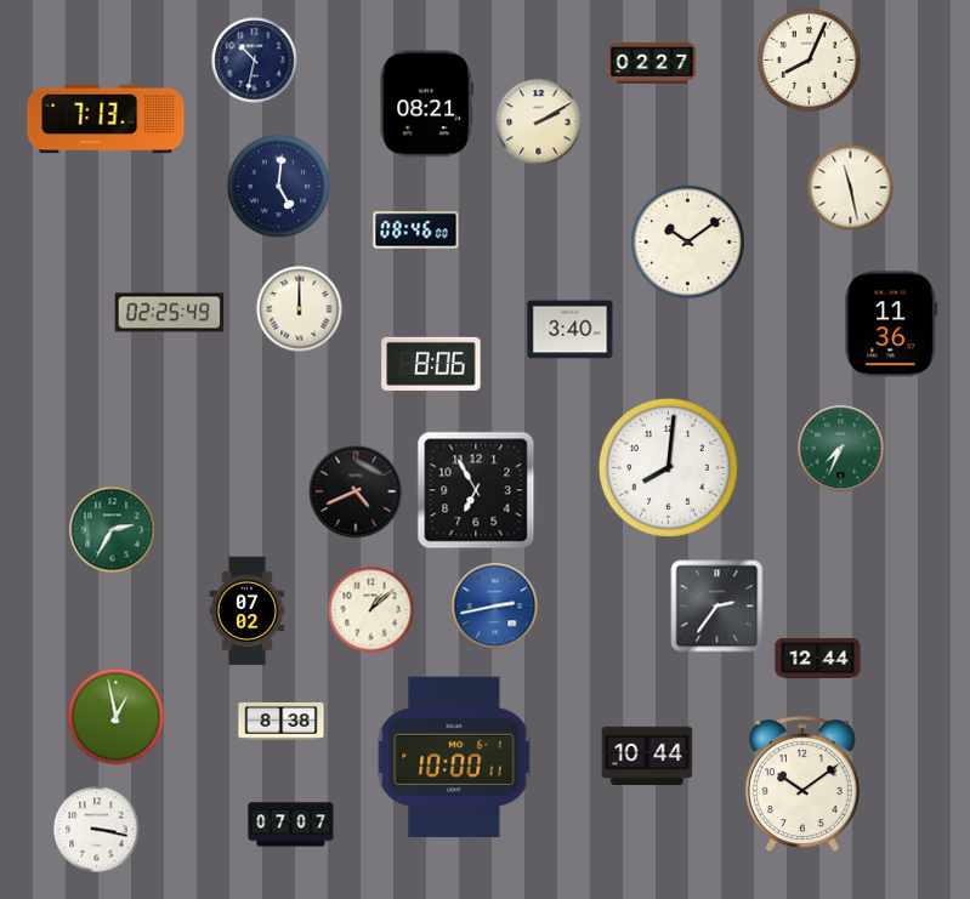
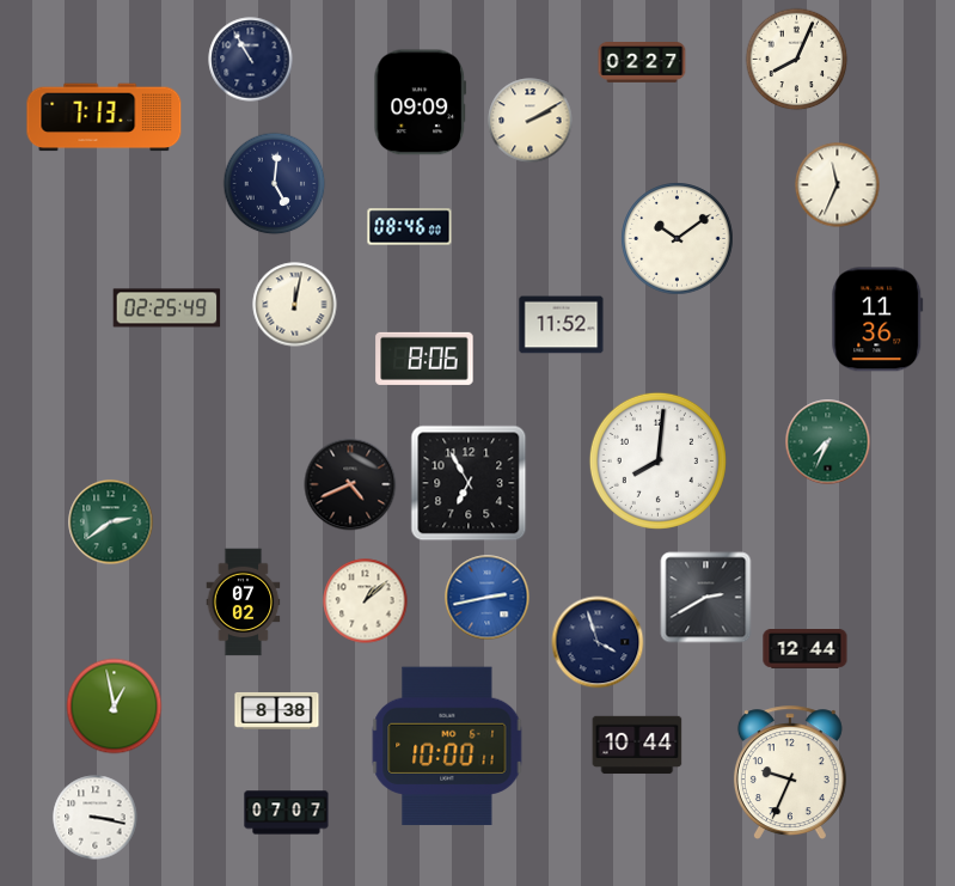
clock at (255, 61): 10:32 -> 10:55
clock at (427, 104): 08:21 -> 09:09
clock at (851, 188): 11:28 -> 11:34
clock at (300, 309): 12:00 -> 12:02
clock at (571, 330): 3:40 -> 11:52
clock at (113, 530): 2:35 -> 2:39
clock at (717, 607): 2:36 -> 2:40
clock at (598, 642): none -> 3:57
clock at (802, 784): 10:09 -> 9:34
